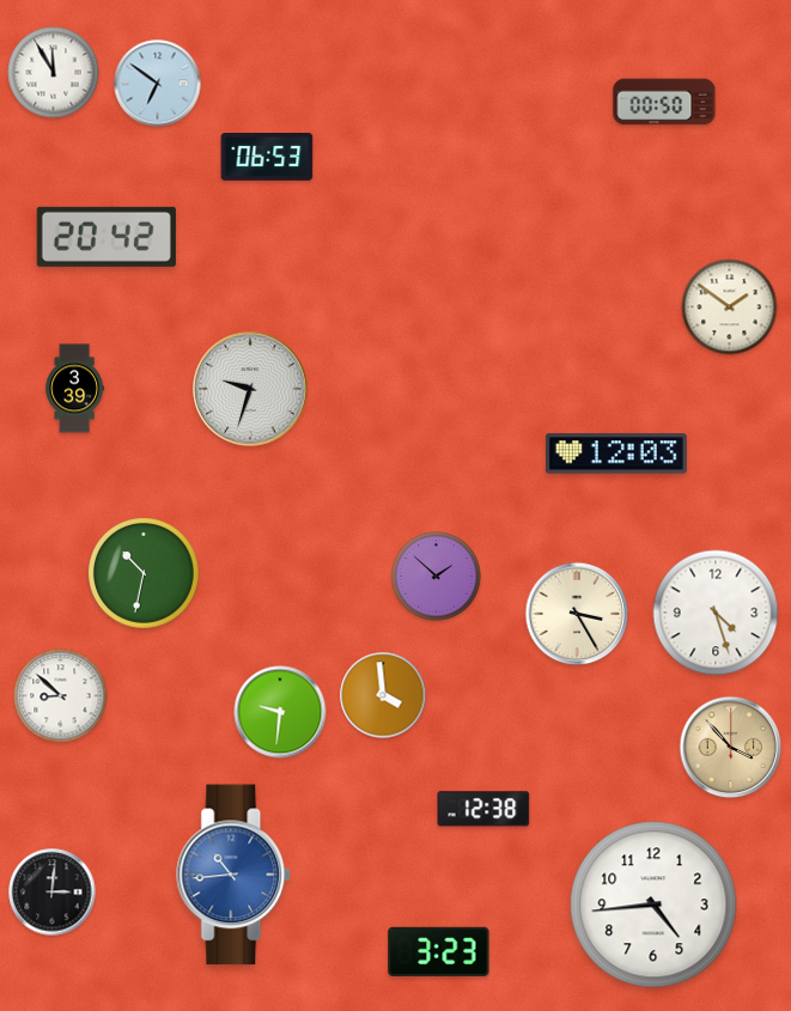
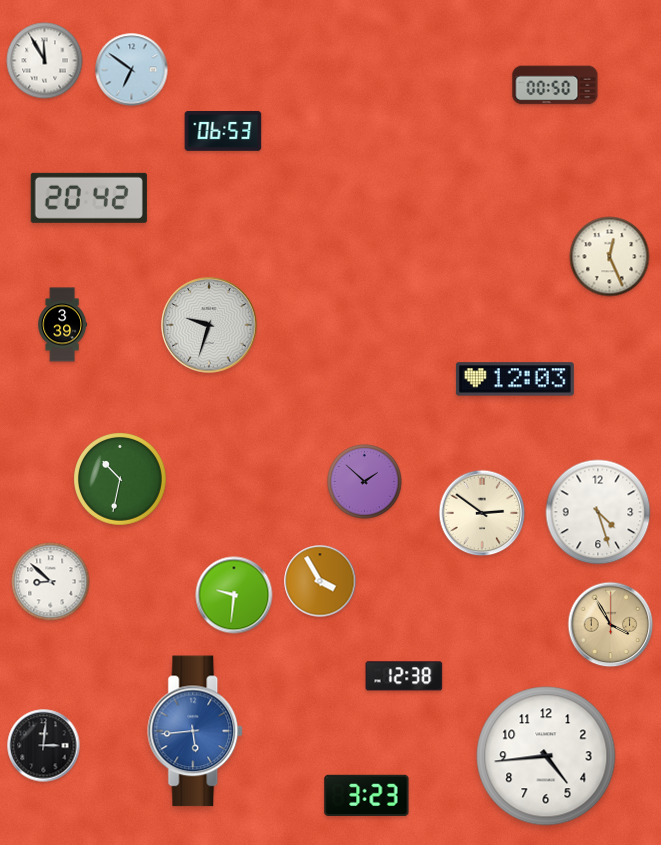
clock at (730, 307): 1:51 -> 12:26
clock at (577, 614): 3:25 -> 2:51
clock at (383, 695): 3:59 -> 3:55
clock at (731, 748): 3:53 -> 3:55
clock at (235, 875): 10:44 -> 5:44
